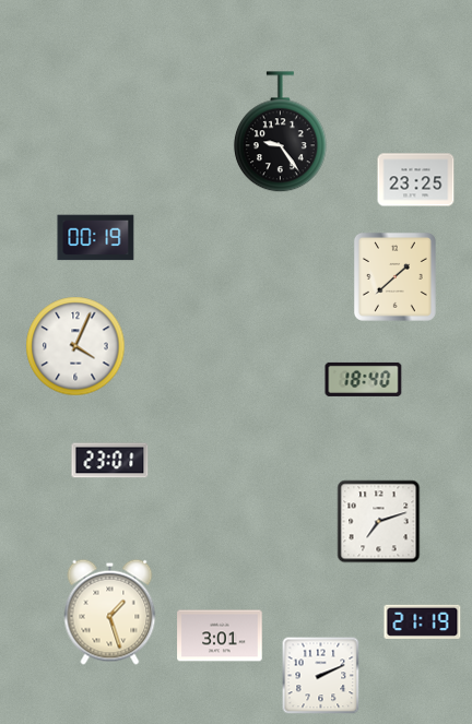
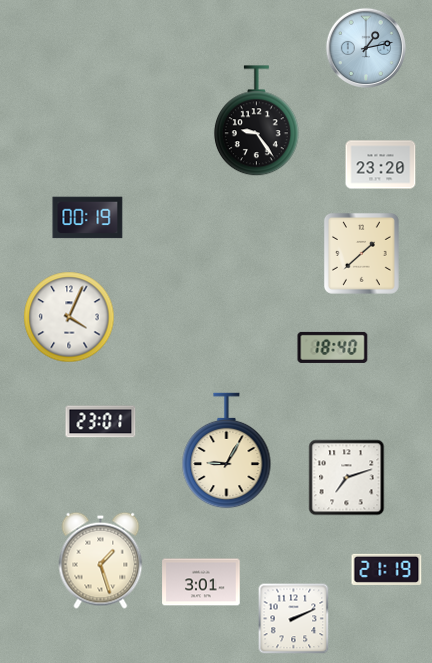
clock at (365, 47): none -> 1:13
clock at (416, 180): 23:25 -> 23:20
clock at (227, 451): none -> 9:05
